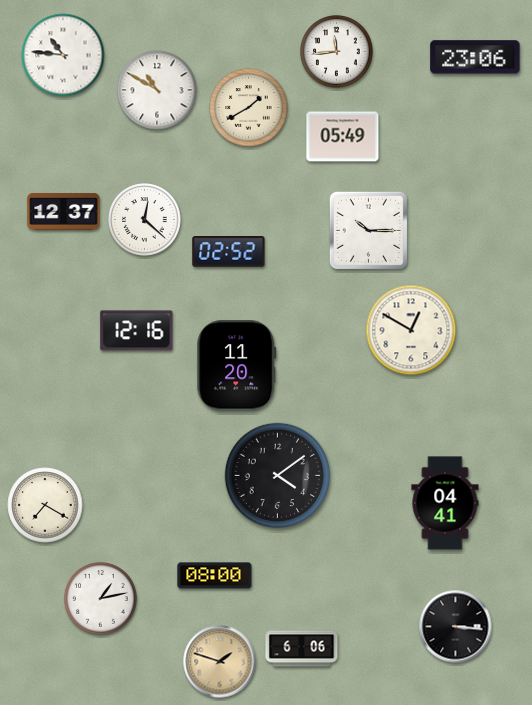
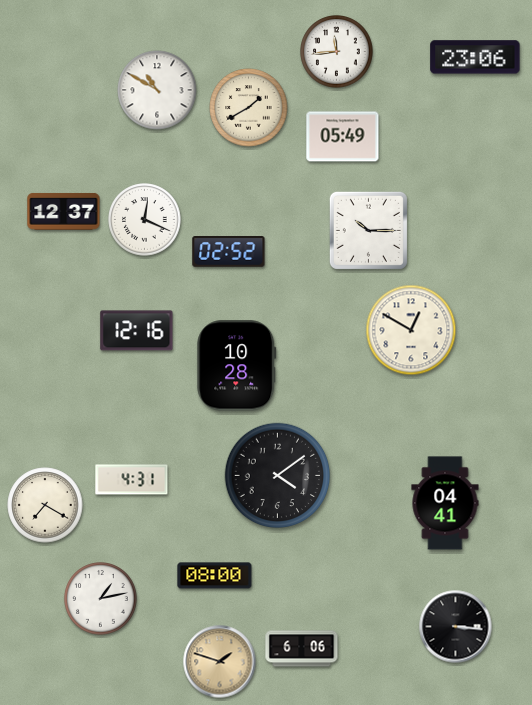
clock at (63, 55): 10:46 -> none
clock at (145, 220): 12:22 -> 12:19
clock at (237, 366): 11:20 -> 10:28
clock at (132, 480): none -> 4:31
